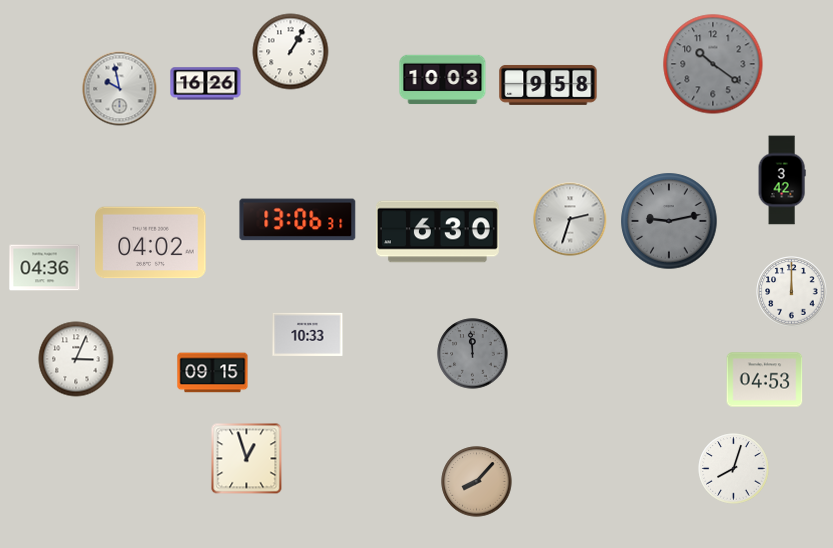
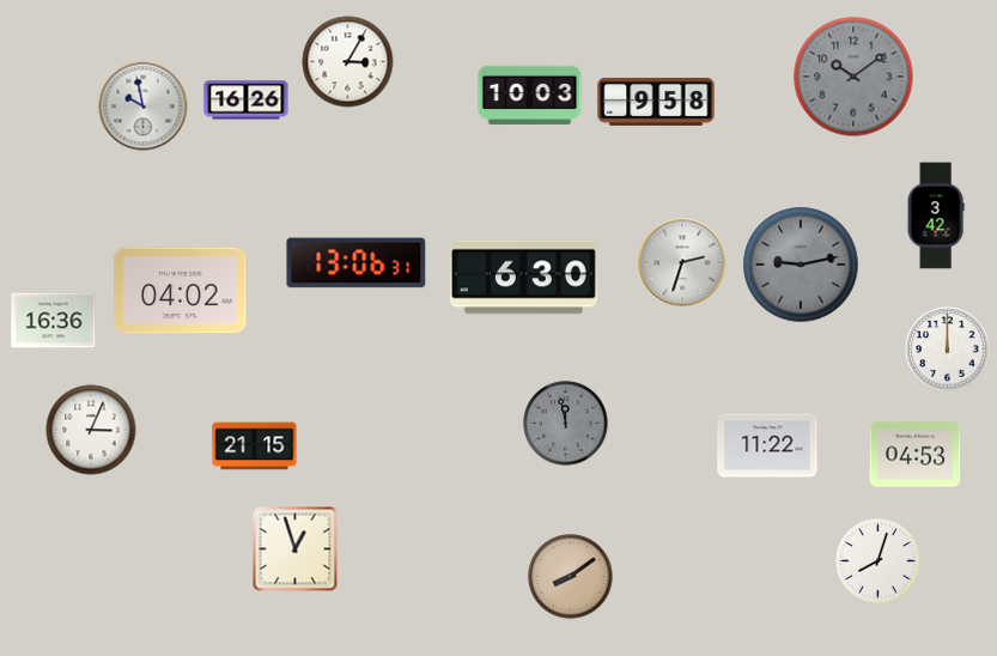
clock at (291, 52): 1:05 -> 3:05
clock at (713, 64): 10:21 -> 10:09
clock at (45, 268): 04:36 -> 16:36
clock at (308, 334): 10:33 -> none
clock at (473, 354): 11:59 -> 11:58
clock at (767, 445): none -> 11:22
clock at (213, 373): 09:15 -> 21:15
clock at (477, 482): 8:07 -> 8:09
